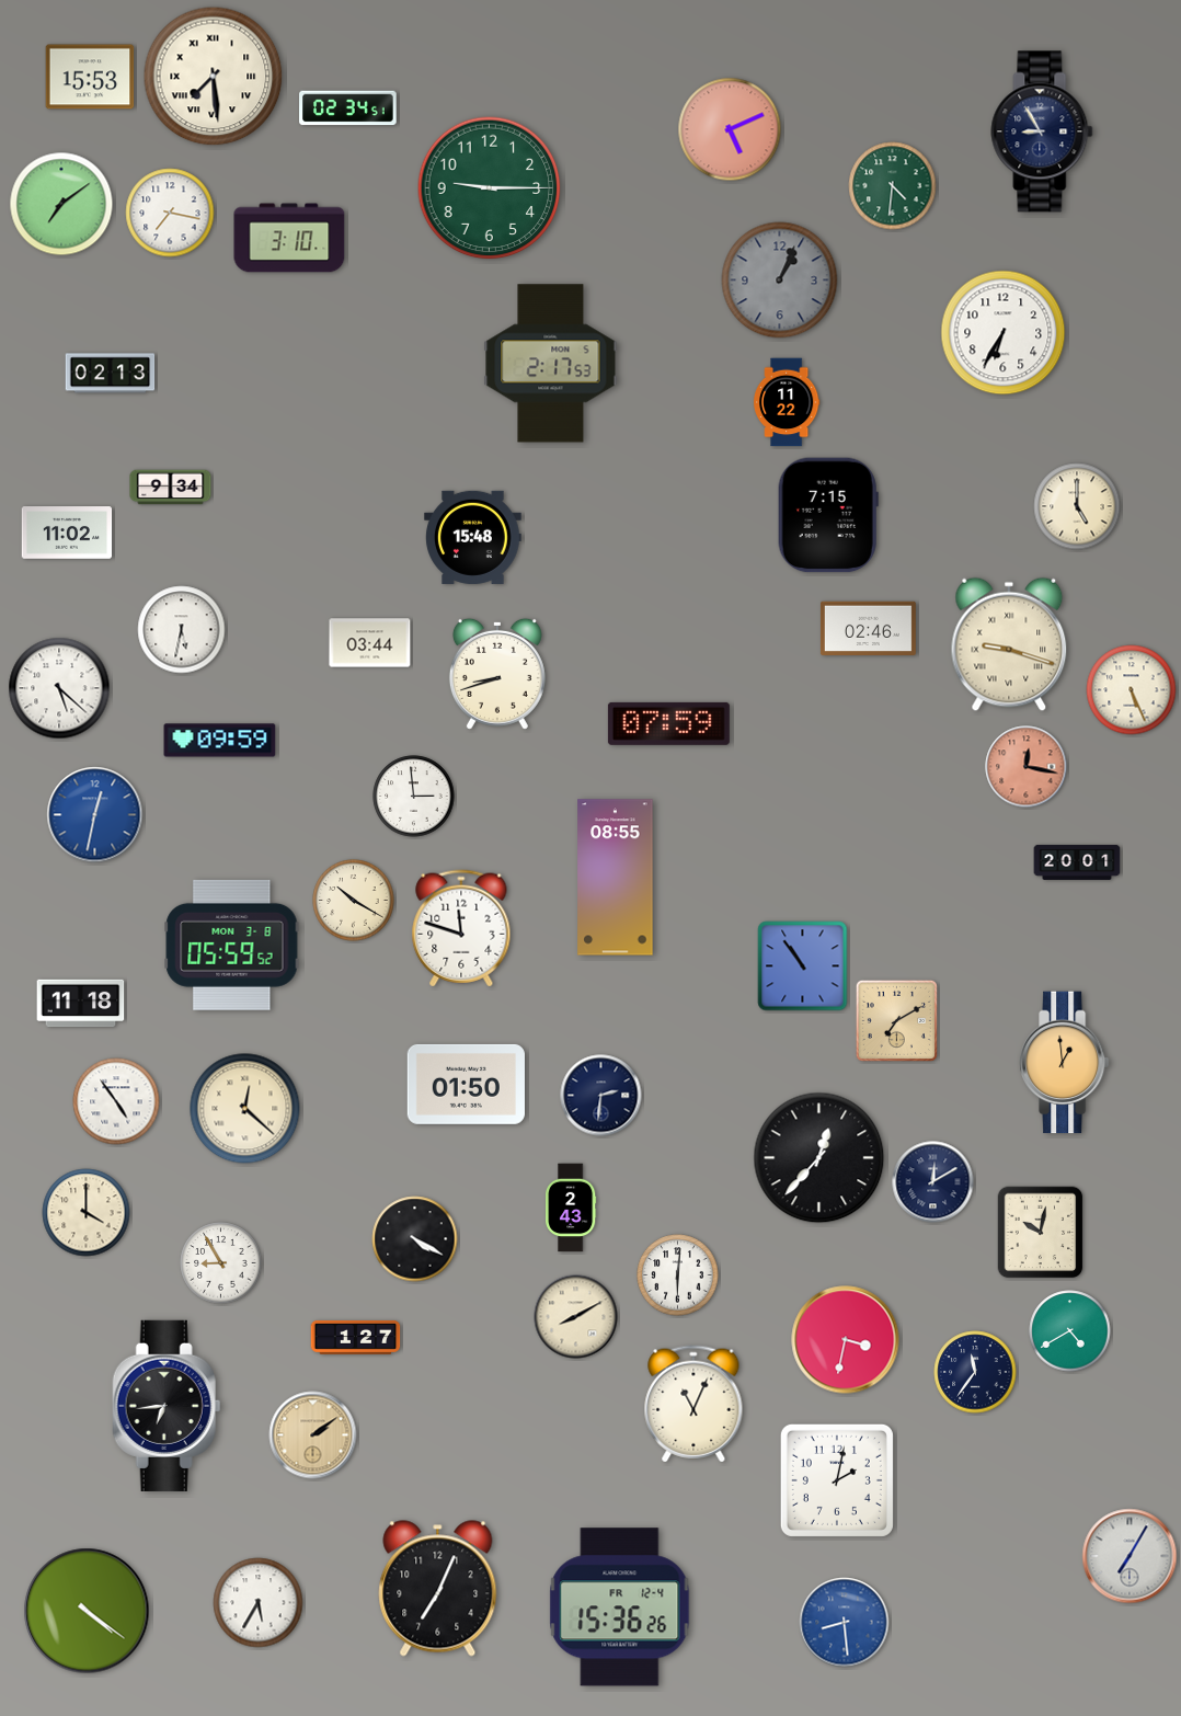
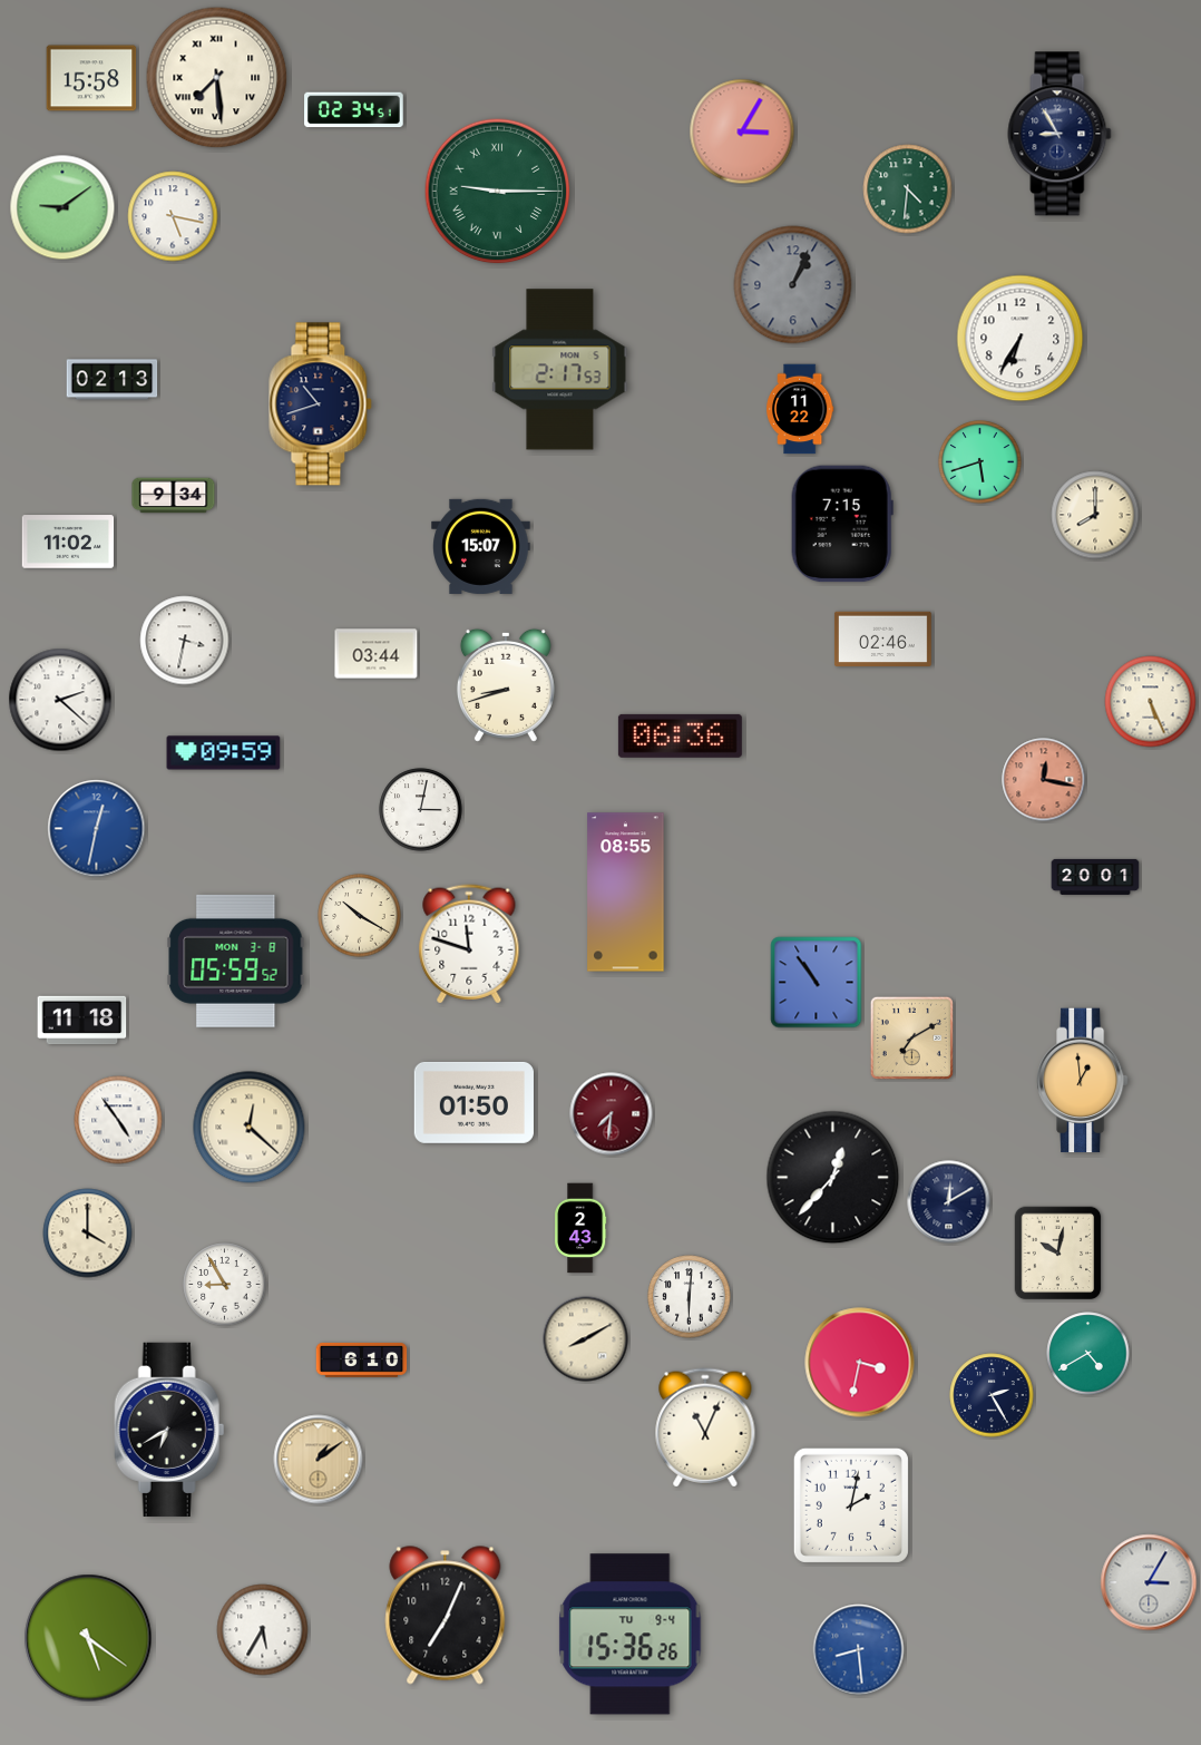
clock at (90, 77): 15:53 -> 15:58
clock at (730, 129): 5:11 -> 3:05
clock at (490, 188) numerals: Arabic -> Roman
clock at (61, 204): 7:09 -> 9:09
clock at (170, 213): 7:17 -> 5:17
clock at (289, 238): 3:10 -> none
clock at (321, 404): none -> 10:42
clock at (980, 462): none -> 5:42
clock at (1077, 506): 5:00 -> 8:00
clock at (473, 537): 15:48 -> 15:07
clock at (182, 630): 5:32 -> 3:32
clock at (1009, 644): 9:18 -> none
clock at (59, 688): 5:22 -> 2:22
clock at (668, 723): 07:59 -> 06:36
clock at (414, 797): 2:59 -> 3:02
clock at (601, 1096): 2:31 -> 7:31
clock at (601, 1096) dial: navy -> burgundy
clock at (415, 1239): 4:20 -> none
clock at (356, 1337): 1:27 -> 6:10
clock at (975, 1372): 11:36 -> 2:25
clock at (167, 1406): 6:44 -> 6:40
clock at (313, 1435): 2:09 -> 1:09
clock at (1130, 1556): 7:05 -> 3:05
clock at (620, 1608) date: FR 12-4 -> TU 9-4
clock at (87, 1611): 4:21 -> 5:21
